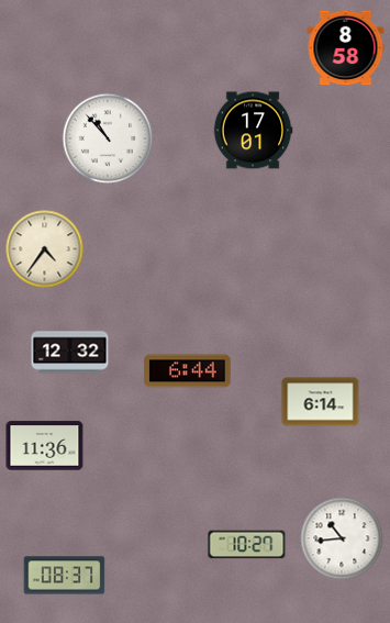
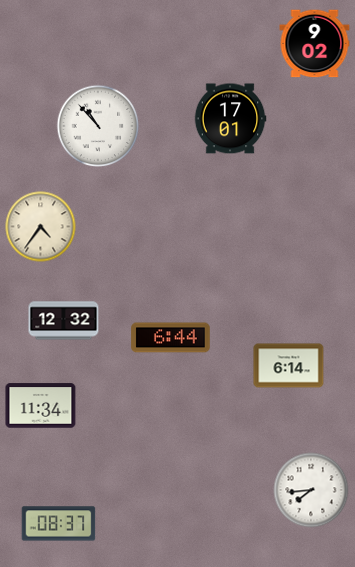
clock at (346, 48): 8:58 -> 9:02
clock at (321, 402) position: (321, 402) -> (289, 366)
clock at (45, 446): 11:36 -> 11:34
clock at (342, 538): 10:44 -> 7:44
clock at (247, 545): 10:27 -> none
